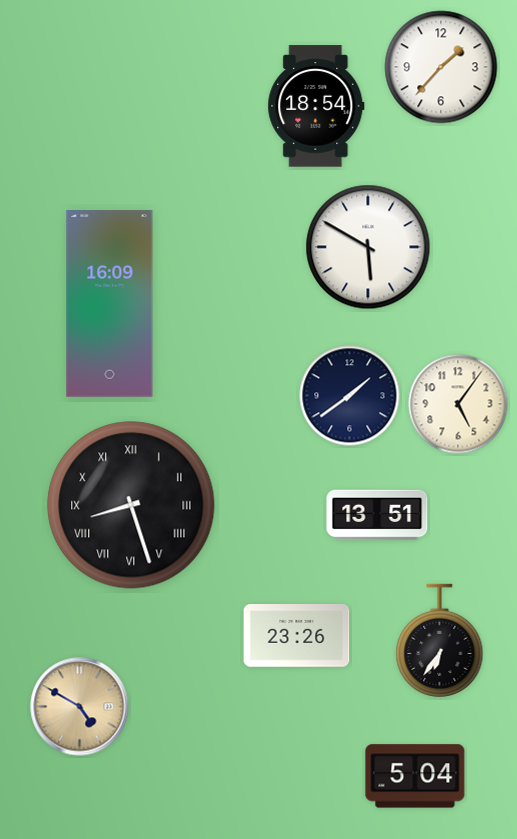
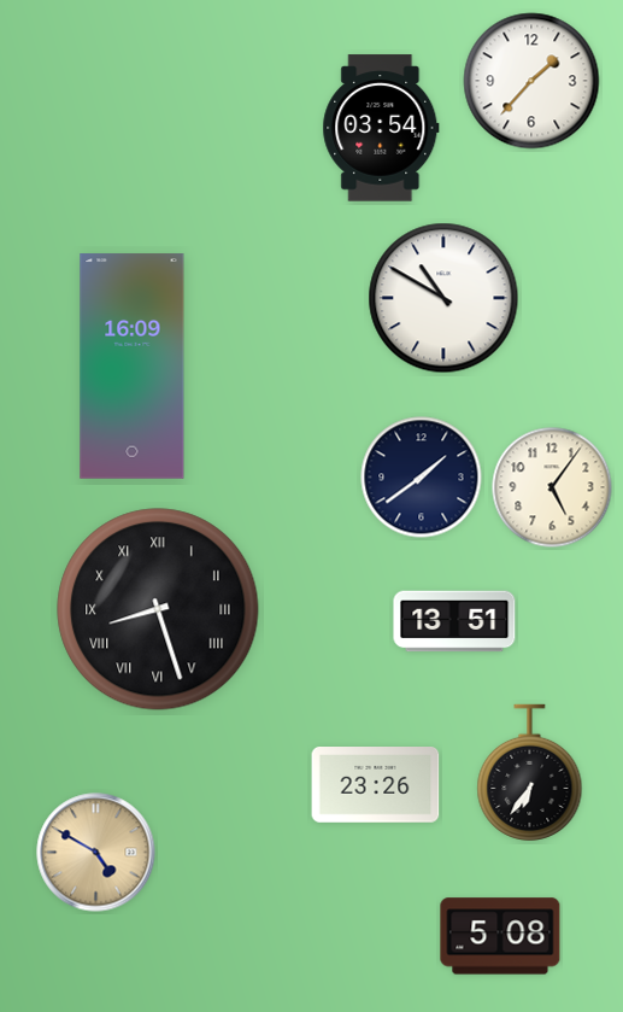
clock at (316, 106): 18:54 -> 03:54
clock at (368, 247): 5:50 -> 10:50
clock at (297, 636) position: (297, 636) -> (376, 785)
clock at (415, 776): 5:04 -> 5:08
